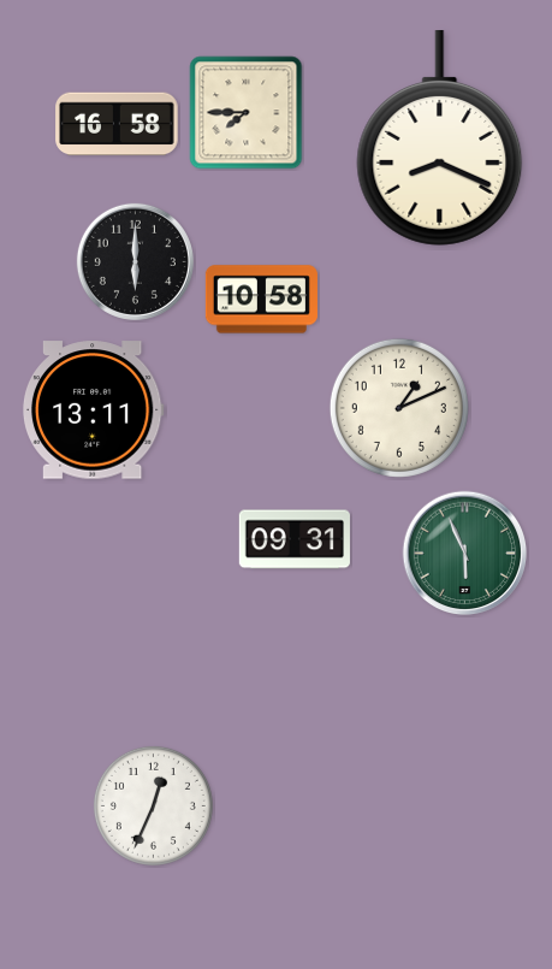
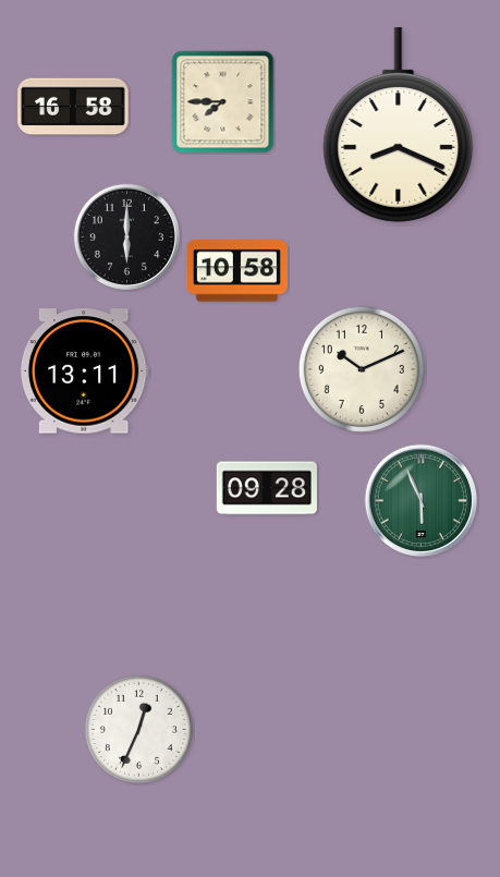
clock at (117, 124) position: (117, 124) -> (73, 107)
clock at (135, 261) position: (135, 261) -> (126, 236)
clock at (399, 408): 1:11 -> 10:11
clock at (293, 539): 09:31 -> 09:28
